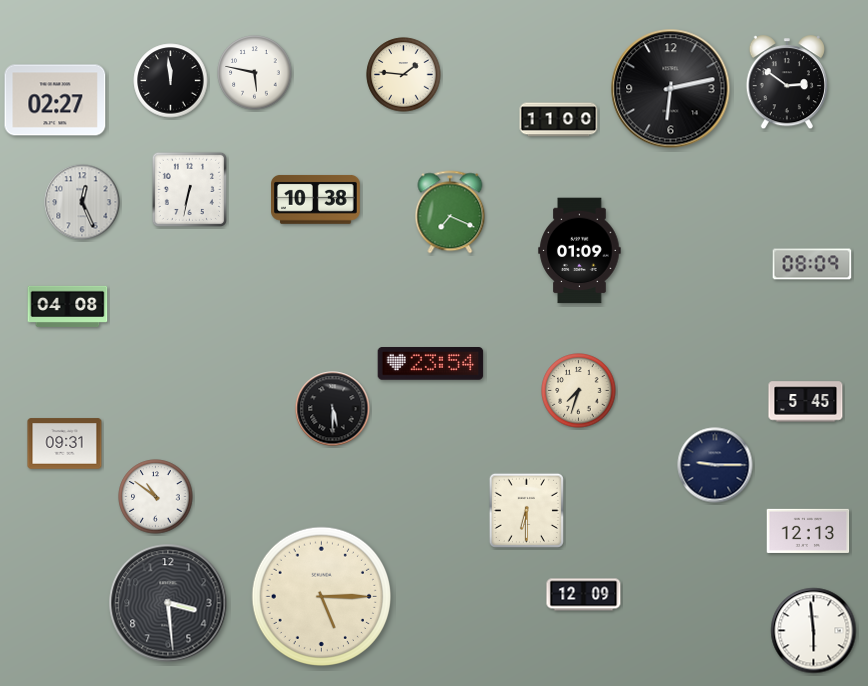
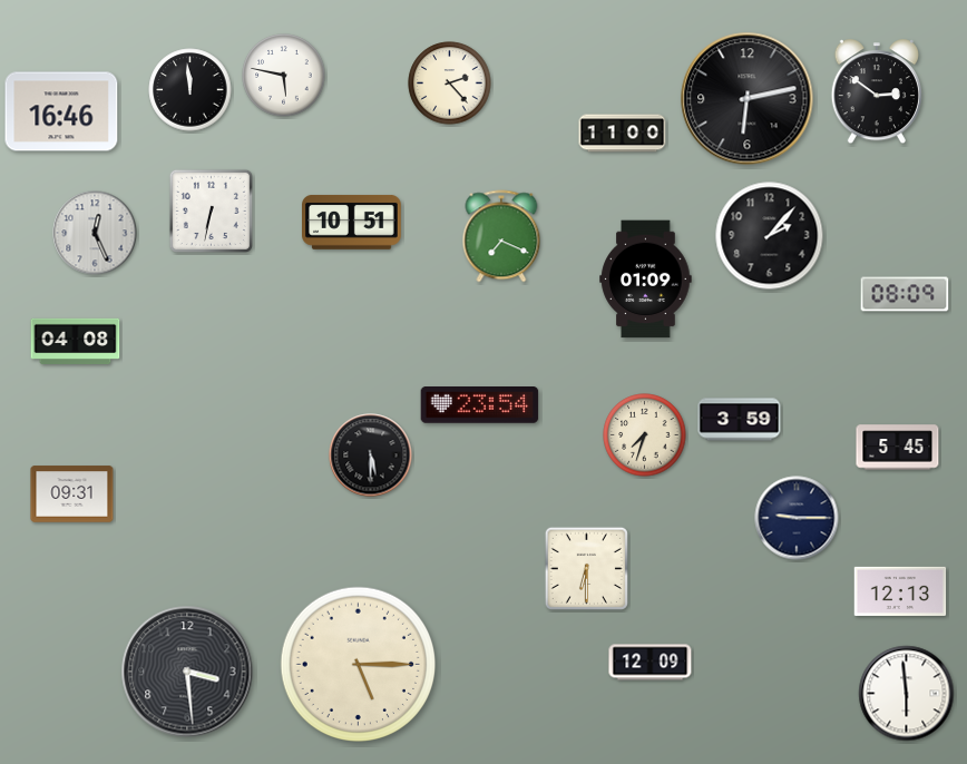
clock at (255, 73) position: (255, 73) -> (284, 76)
clock at (404, 75): 1:46 -> 2:23
clock at (55, 100): 02:27 -> 16:46
clock at (316, 199): 10:38 -> 10:51
clock at (82, 202) position: (82, 202) -> (95, 233)
clock at (770, 236): none -> 2:07
clock at (740, 420): none -> 3:59
clock at (156, 497): 10:51 -> none
clock at (814, 631) position: (814, 631) -> (907, 694)
